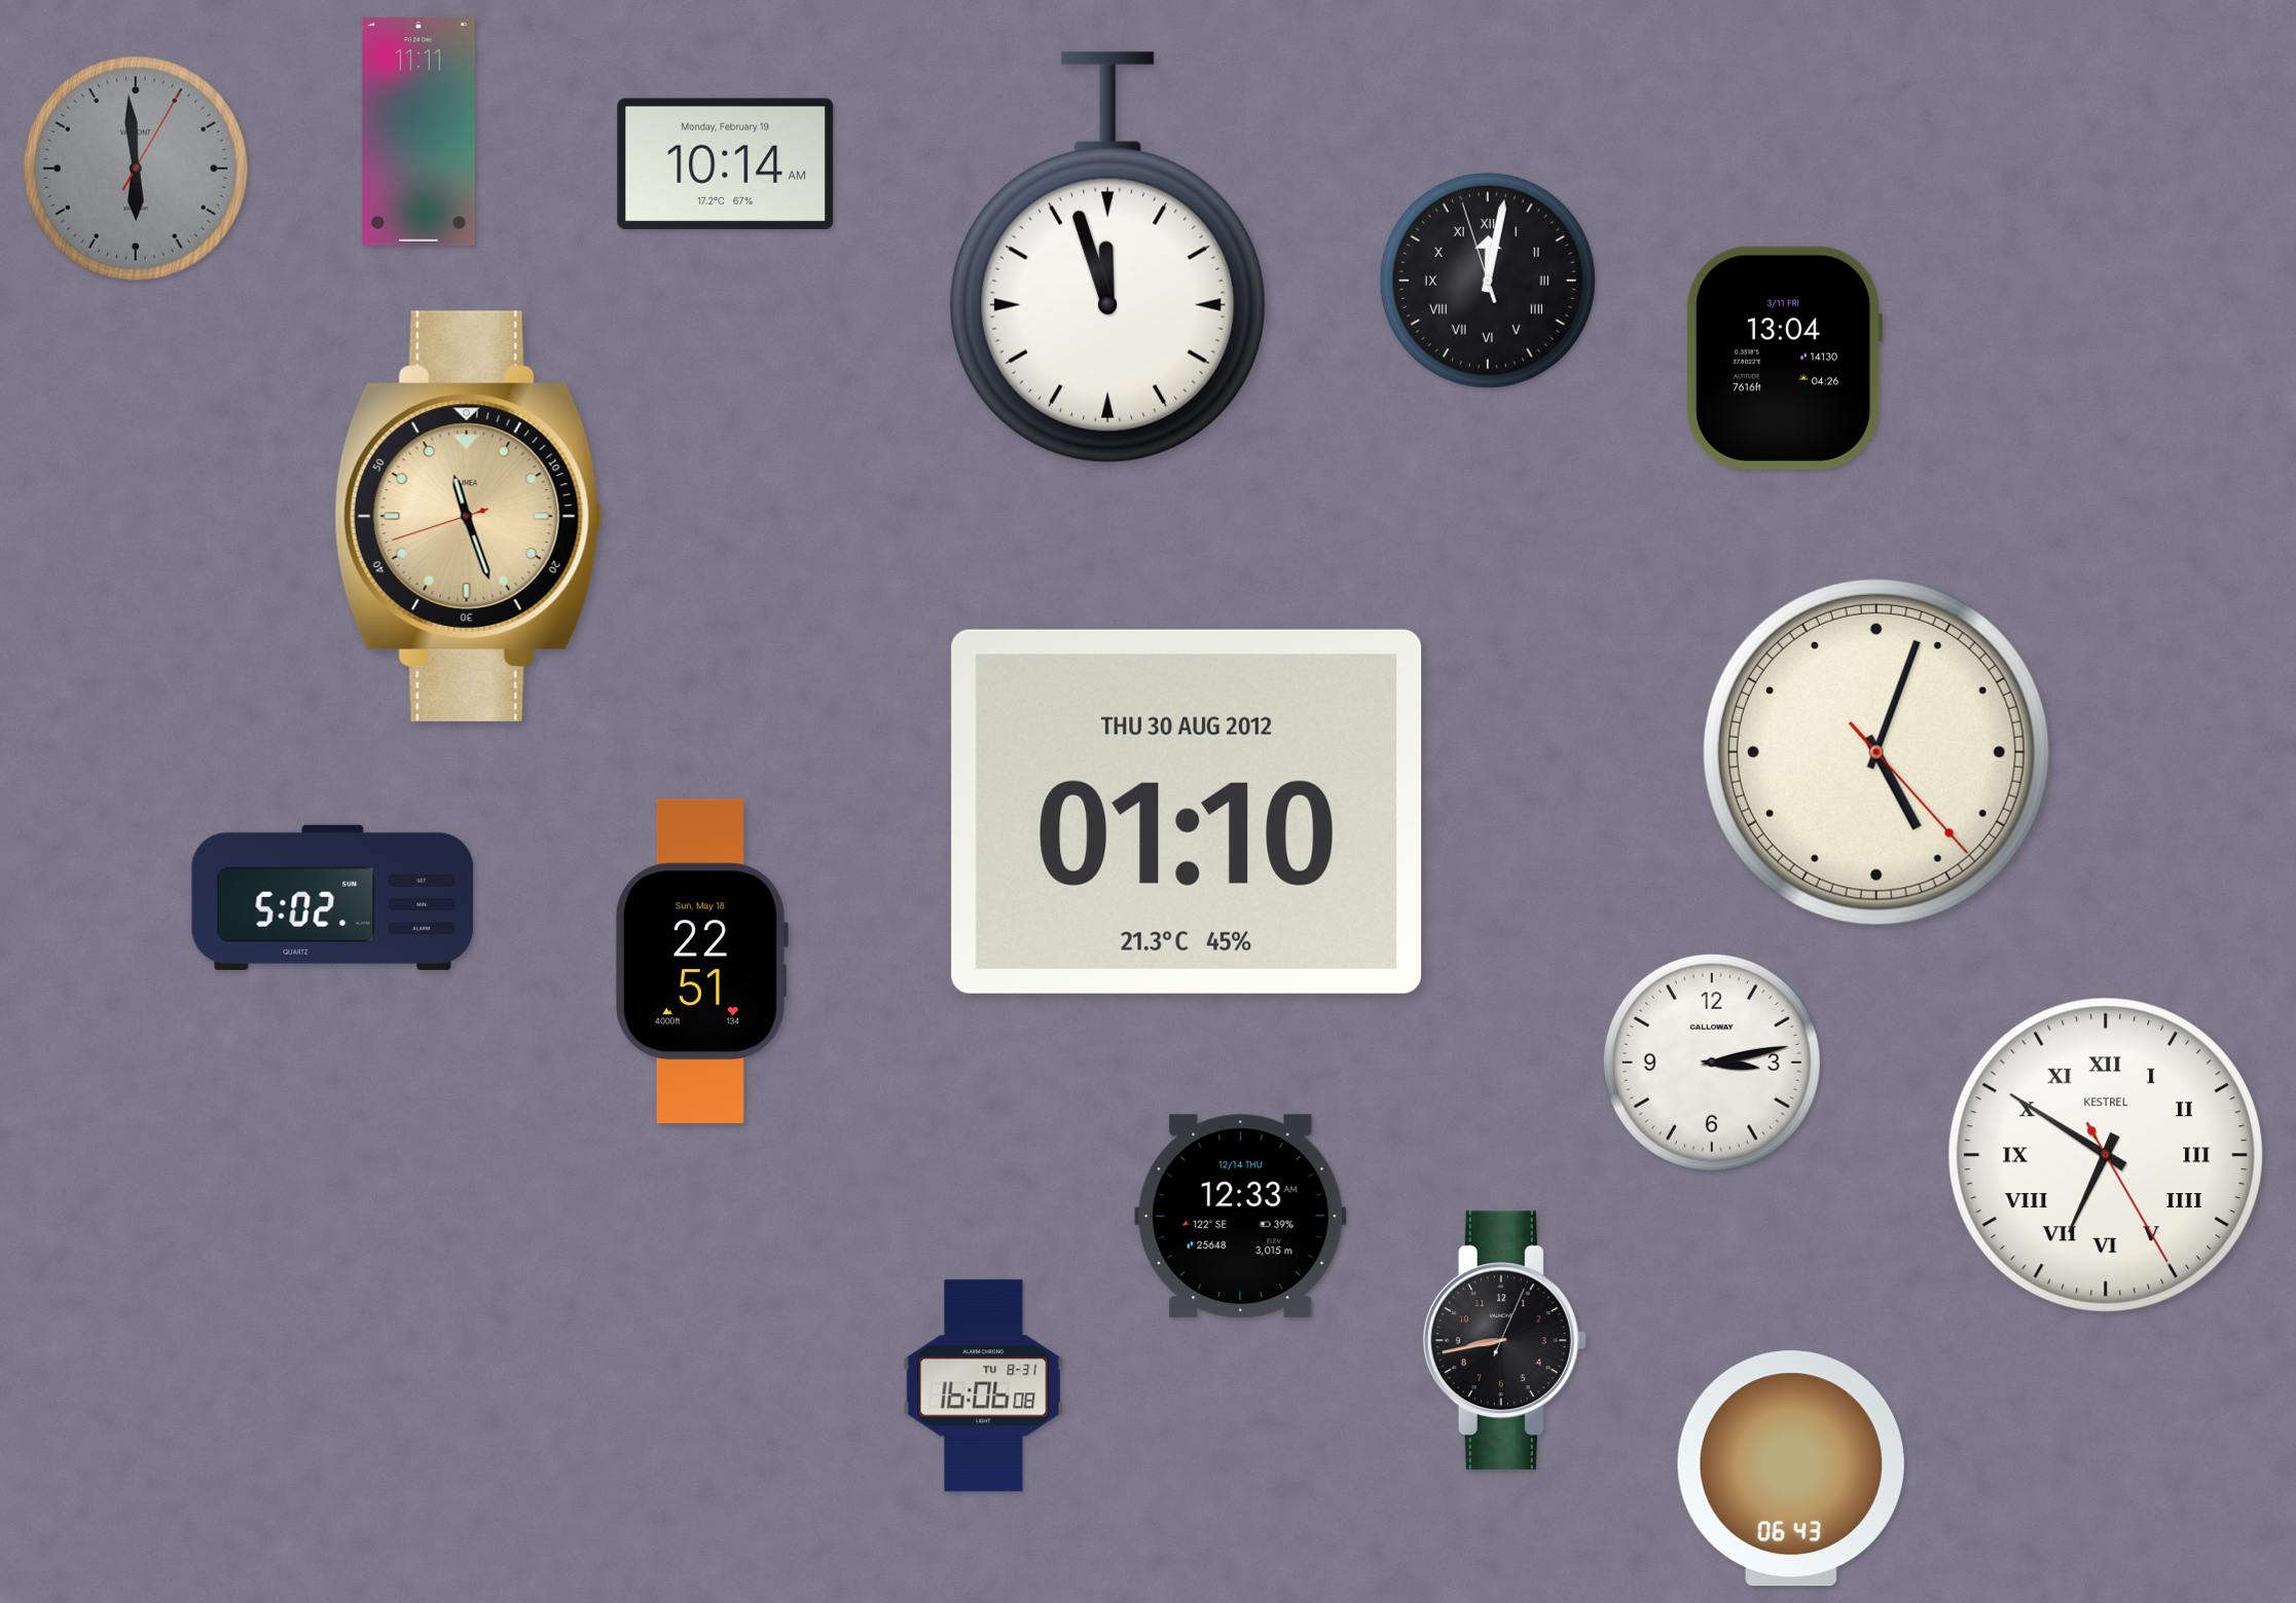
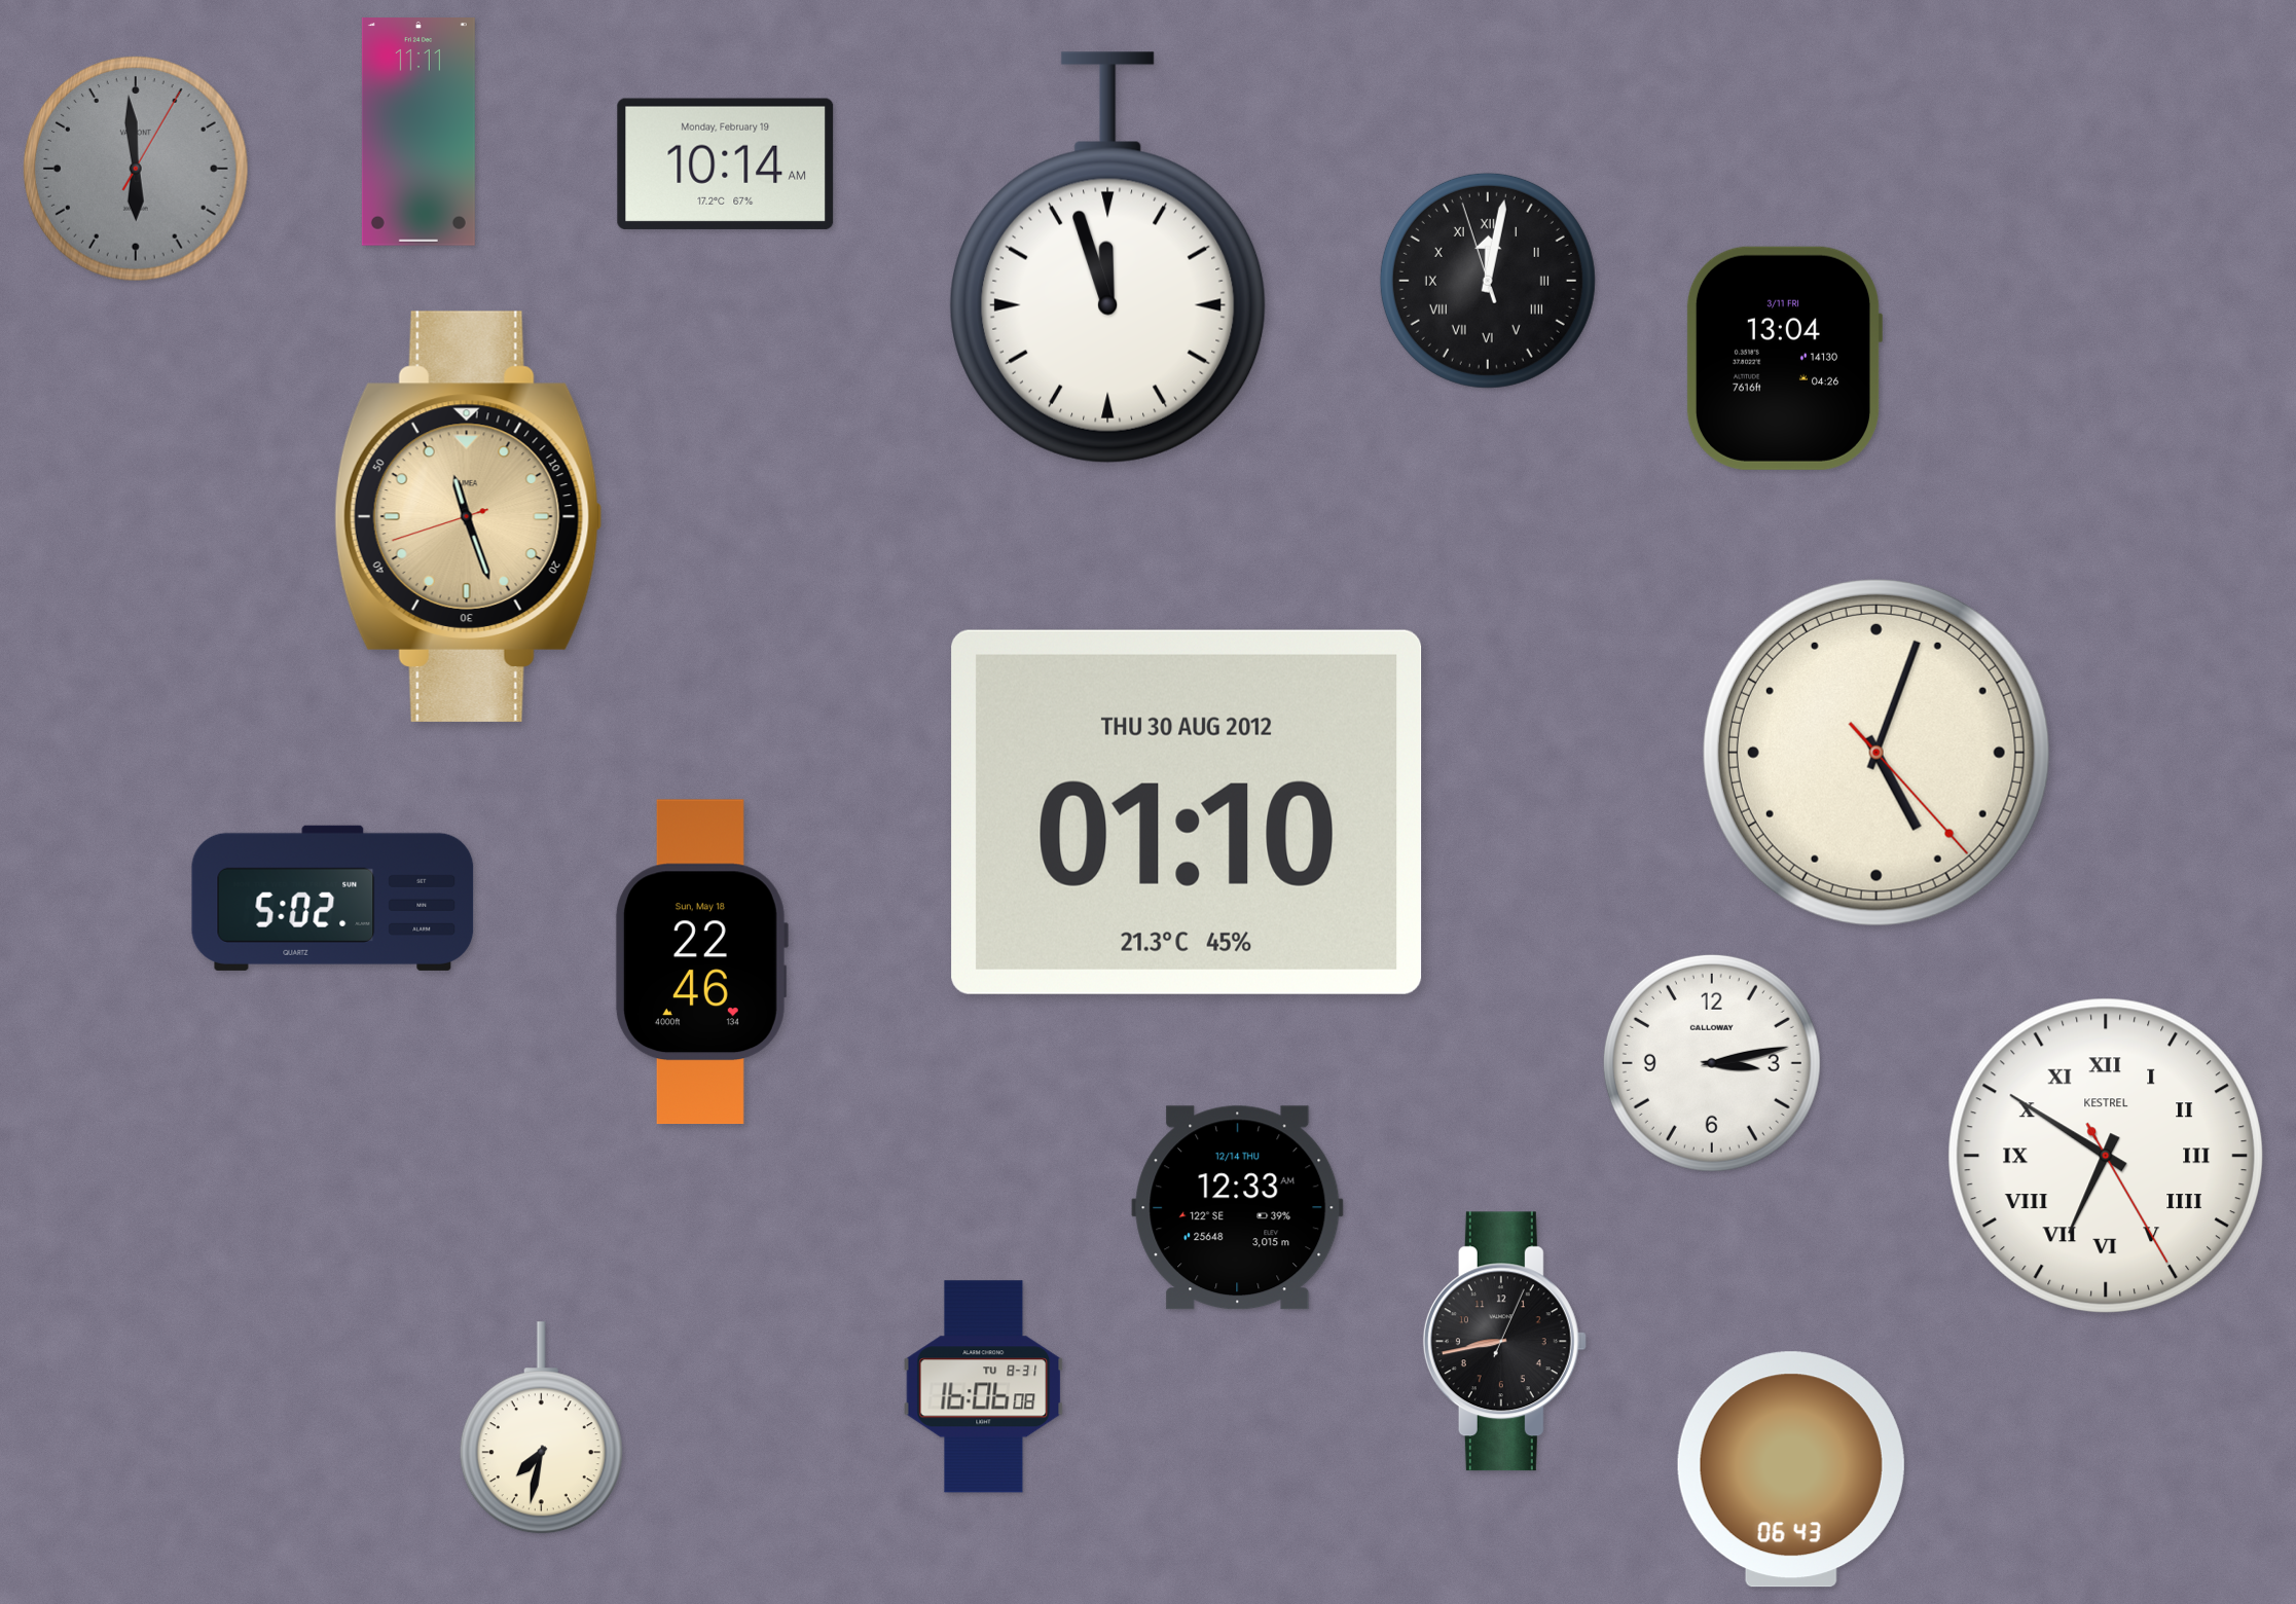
clock at (701, 962): 22:51 -> 22:46
clock at (1241, 1217) position: (1241, 1217) -> (1238, 1208)
clock at (541, 1428): none -> 7:32
